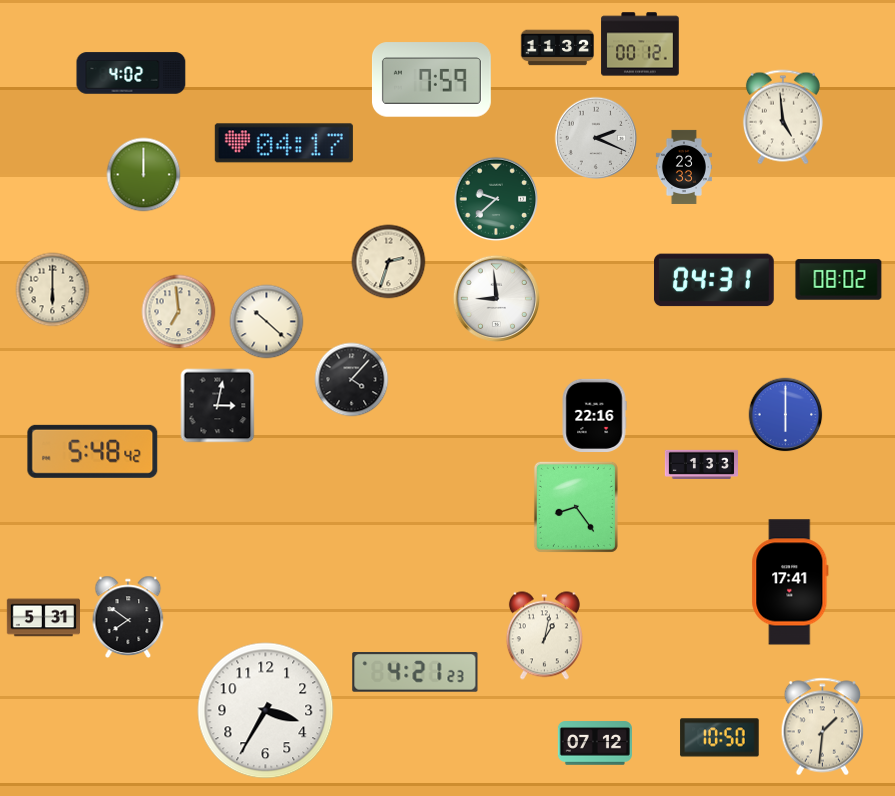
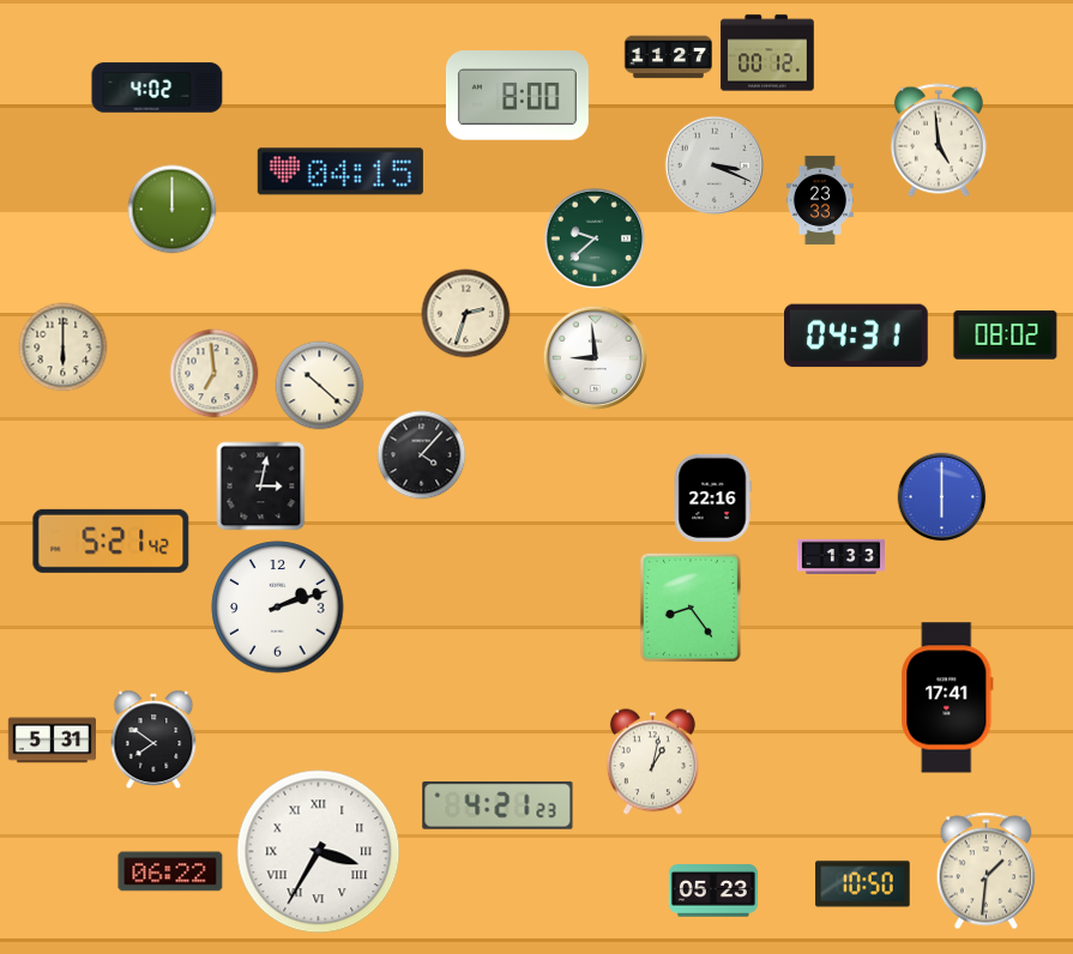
clock at (557, 48): 11:32 -> 11:27
clock at (431, 80): 7:59 -> 8:00
clock at (596, 138): 2:19 -> 3:19
clock at (284, 143): 04:17 -> 04:15
clock at (93, 451): 5:48 -> 5:21
clock at (278, 608): none -> 2:12
clock at (266, 711) numerals: Arabic -> Roman
clock at (170, 871): none -> 06:22
clock at (595, 743): 07:12 -> 05:23
